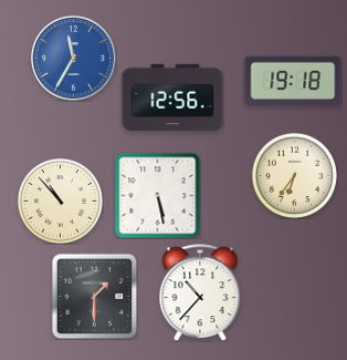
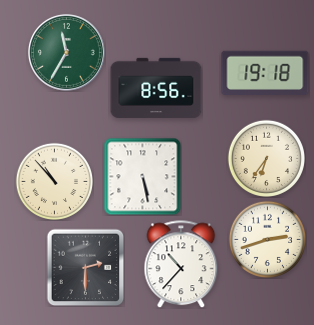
clock at (73, 58) dial: blue -> green
clock at (172, 97): 12:56 -> 8:56
clock at (267, 239): none -> 2:42
clock at (94, 296): 1:30 -> 2:30
